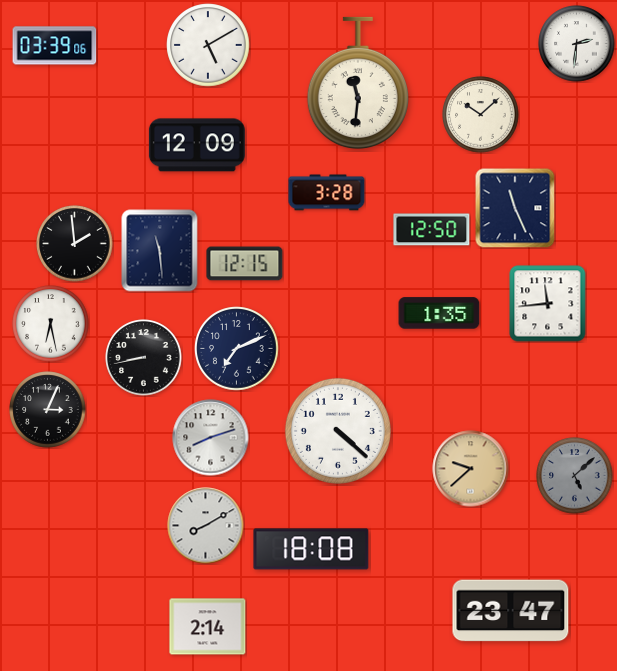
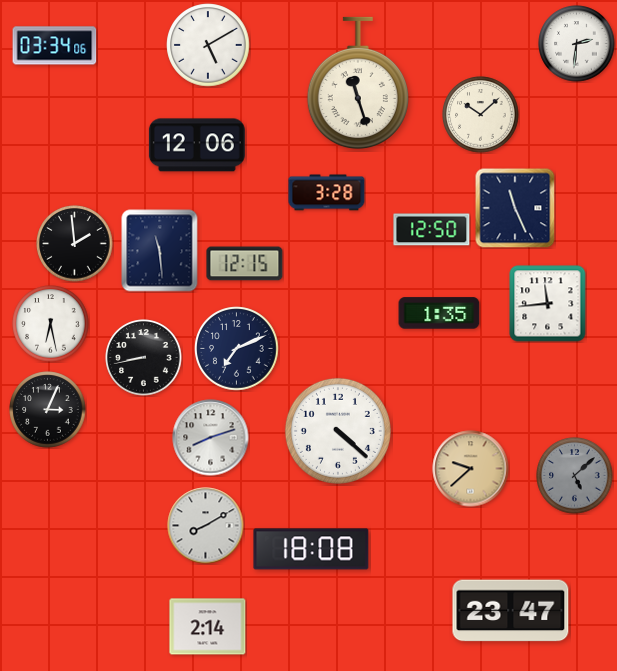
clock at (55, 46): 03:39 -> 03:34
clock at (358, 83): 11:31 -> 11:27
clock at (197, 145): 12:09 -> 12:06
